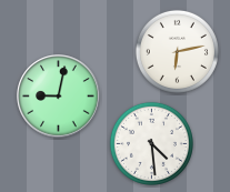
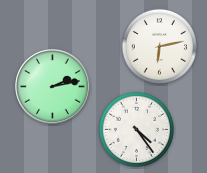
clock at (59, 97): 9:02 -> 2:13
clock at (151, 143): 4:29 -> 4:24
